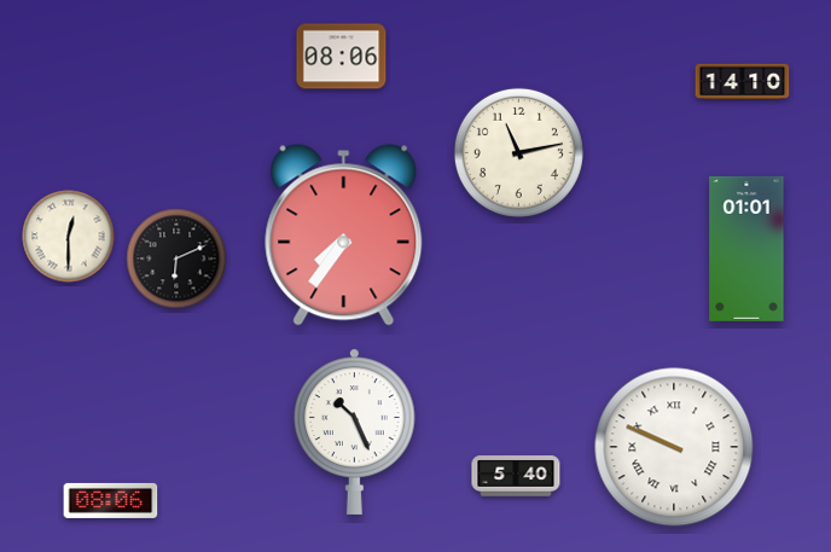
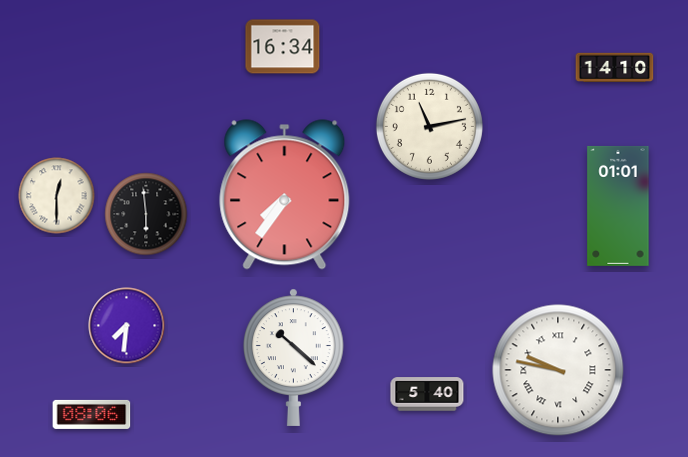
clock at (342, 57): 08:06 -> 16:34
clock at (176, 258): 6:11 -> 5:59
clock at (127, 326): none -> 7:31
clock at (354, 431): 10:26 -> 10:22
clock at (674, 447): 9:49 -> 9:47
